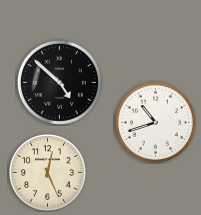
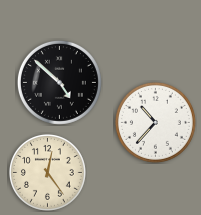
clock at (155, 122): 10:42 -> 10:37
clock at (47, 172): 12:26 -> 12:24
